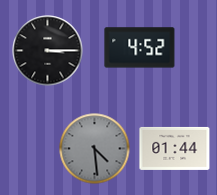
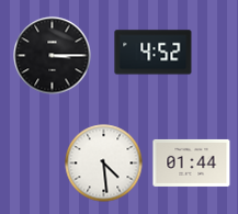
clock at (95, 149) dial: grey -> white
